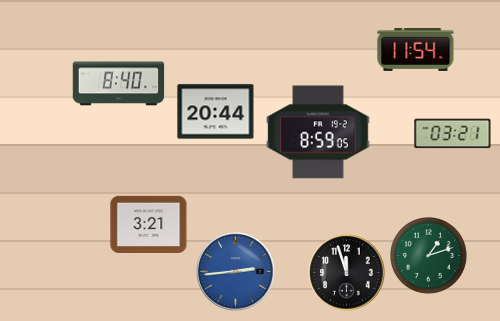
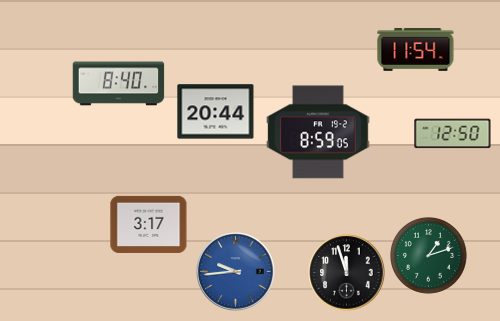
clock at (453, 134): 03:21 -> 12:50
clock at (149, 224): 3:21 -> 3:17
clock at (236, 272): 2:44 -> 9:44
